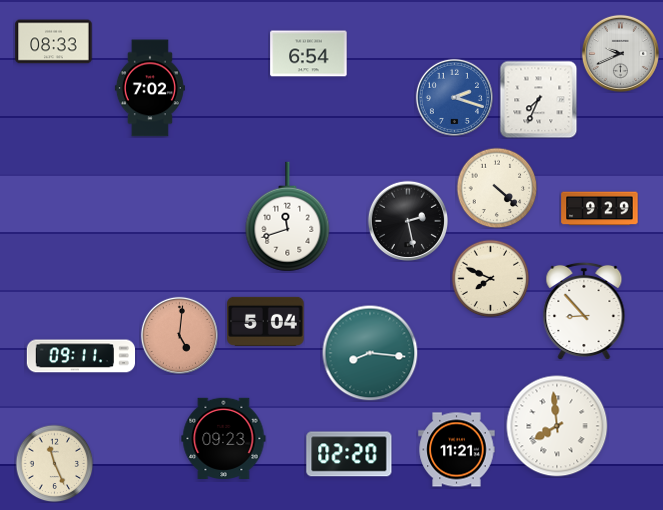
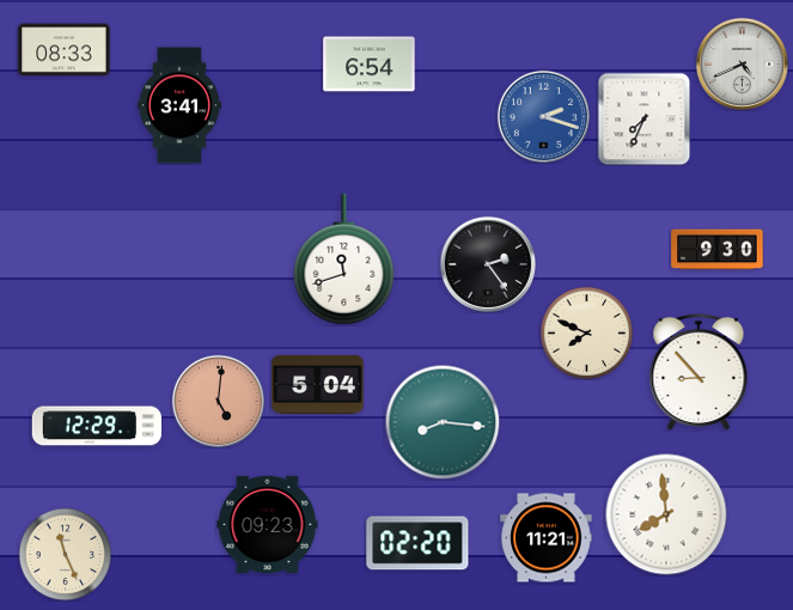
clock at (620, 53): 9:41 -> 4:41
clock at (150, 88): 7:02 -> 3:41
clock at (497, 188): 4:22 -> none
clock at (600, 209): 9:29 -> 9:30
clock at (407, 220): 2:28 -> 2:24
clock at (179, 335) position: (179, 335) -> (218, 401)
clock at (80, 356): 09:11 -> 12:29
clock at (557, 426) position: (557, 426) -> (666, 514)
